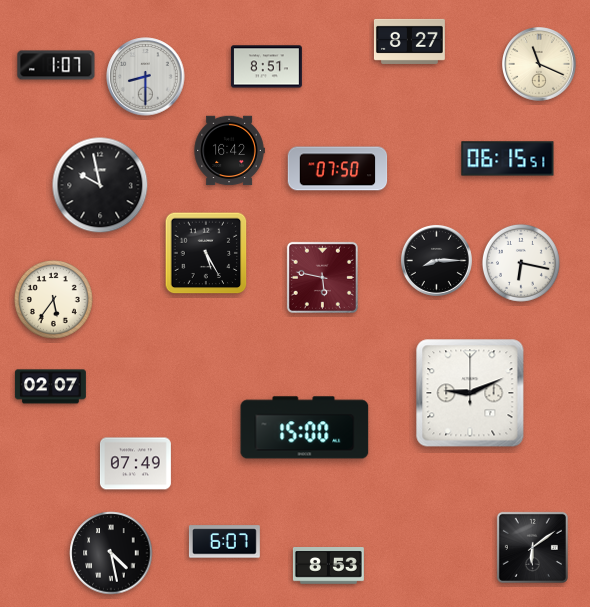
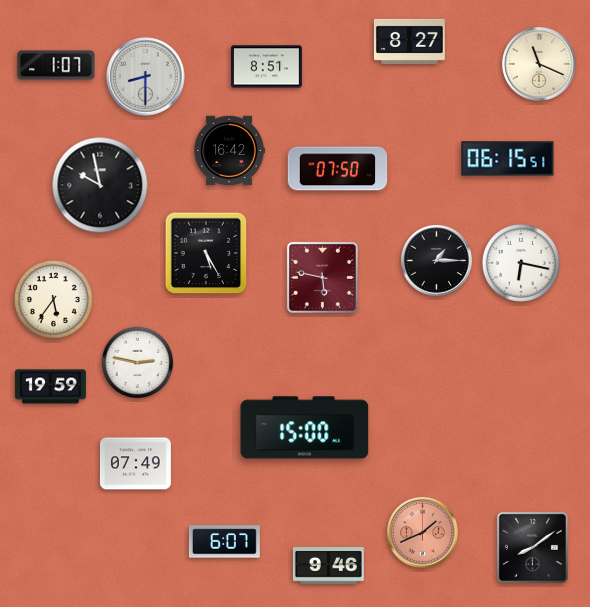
clock at (436, 260): 8:15 -> 1:15
clock at (138, 363): none -> 2:47
clock at (50, 387): 02:07 -> 19:59
clock at (470, 393): 9:11 -> none
clock at (422, 532): none -> 1:41
clock at (532, 547): 6:09 -> 8:09
clock at (111, 553): 4:28 -> none
clock at (328, 566): 8:53 -> 9:46
